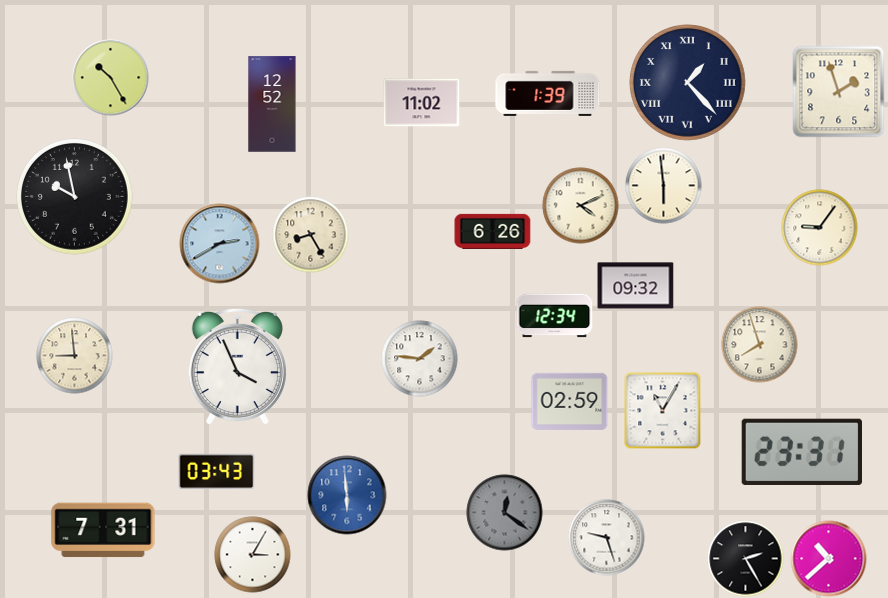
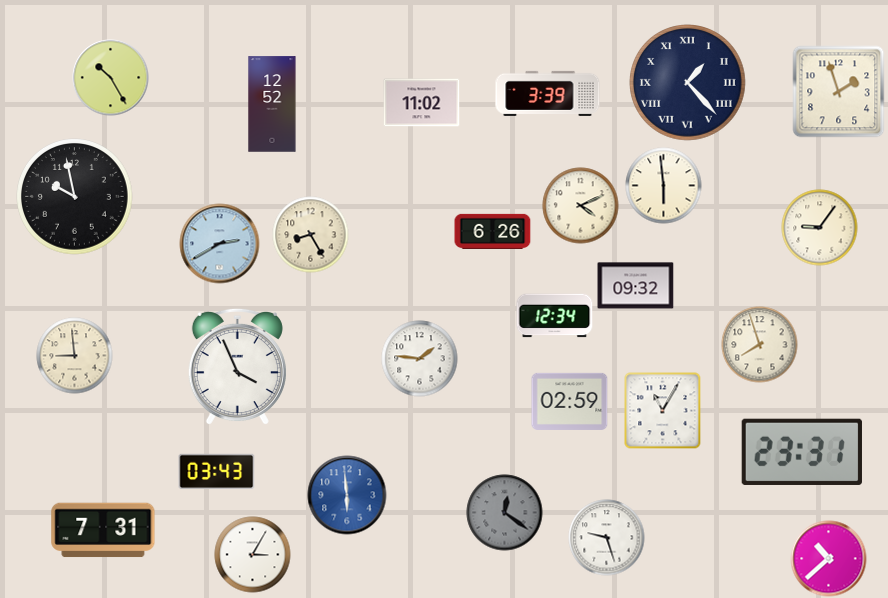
clock at (548, 93): 1:39 -> 3:39
clock at (746, 559): 2:25 -> none
